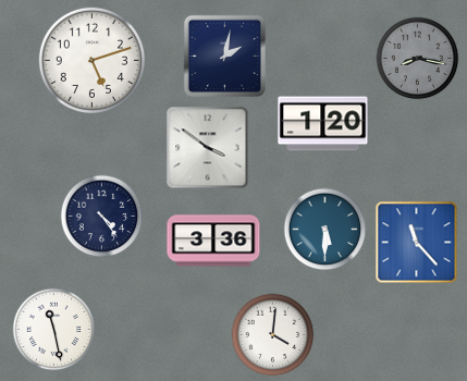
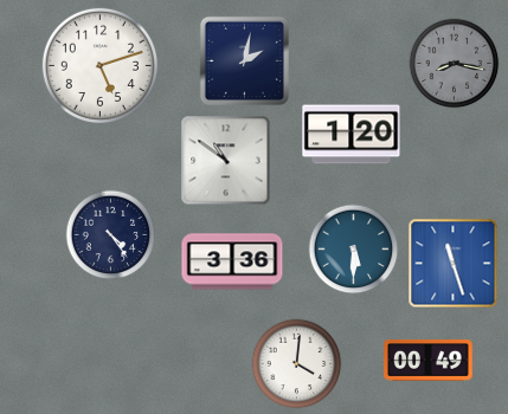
clock at (208, 148): 3:51 -> 10:51
clock at (417, 243): 11:23 -> 11:27
clock at (54, 330): 11:28 -> none
clock at (429, 361): none -> 00:49
